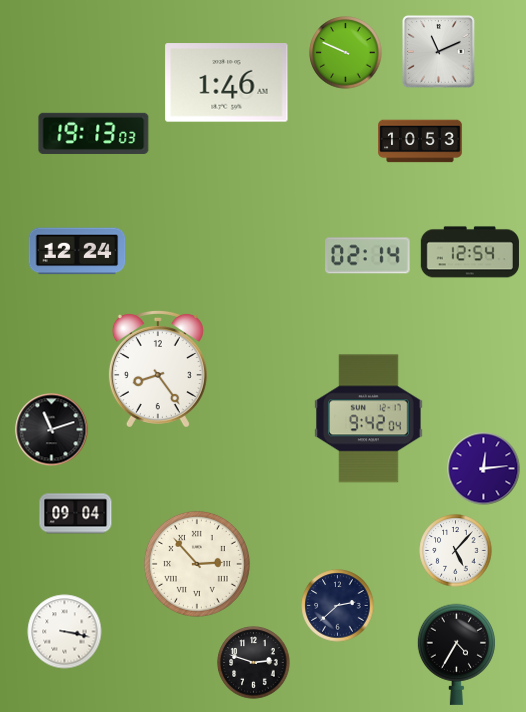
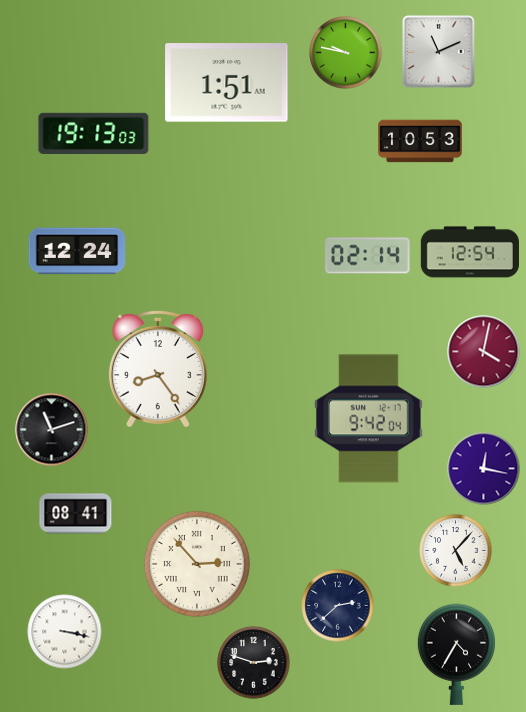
clock at (346, 53): 9:49 -> 9:47
clock at (227, 83): 1:46 -> 1:51
clock at (484, 352): none -> 4:02
clock at (484, 469): 12:14 -> 12:17
clock at (76, 514): 09:04 -> 08:41
